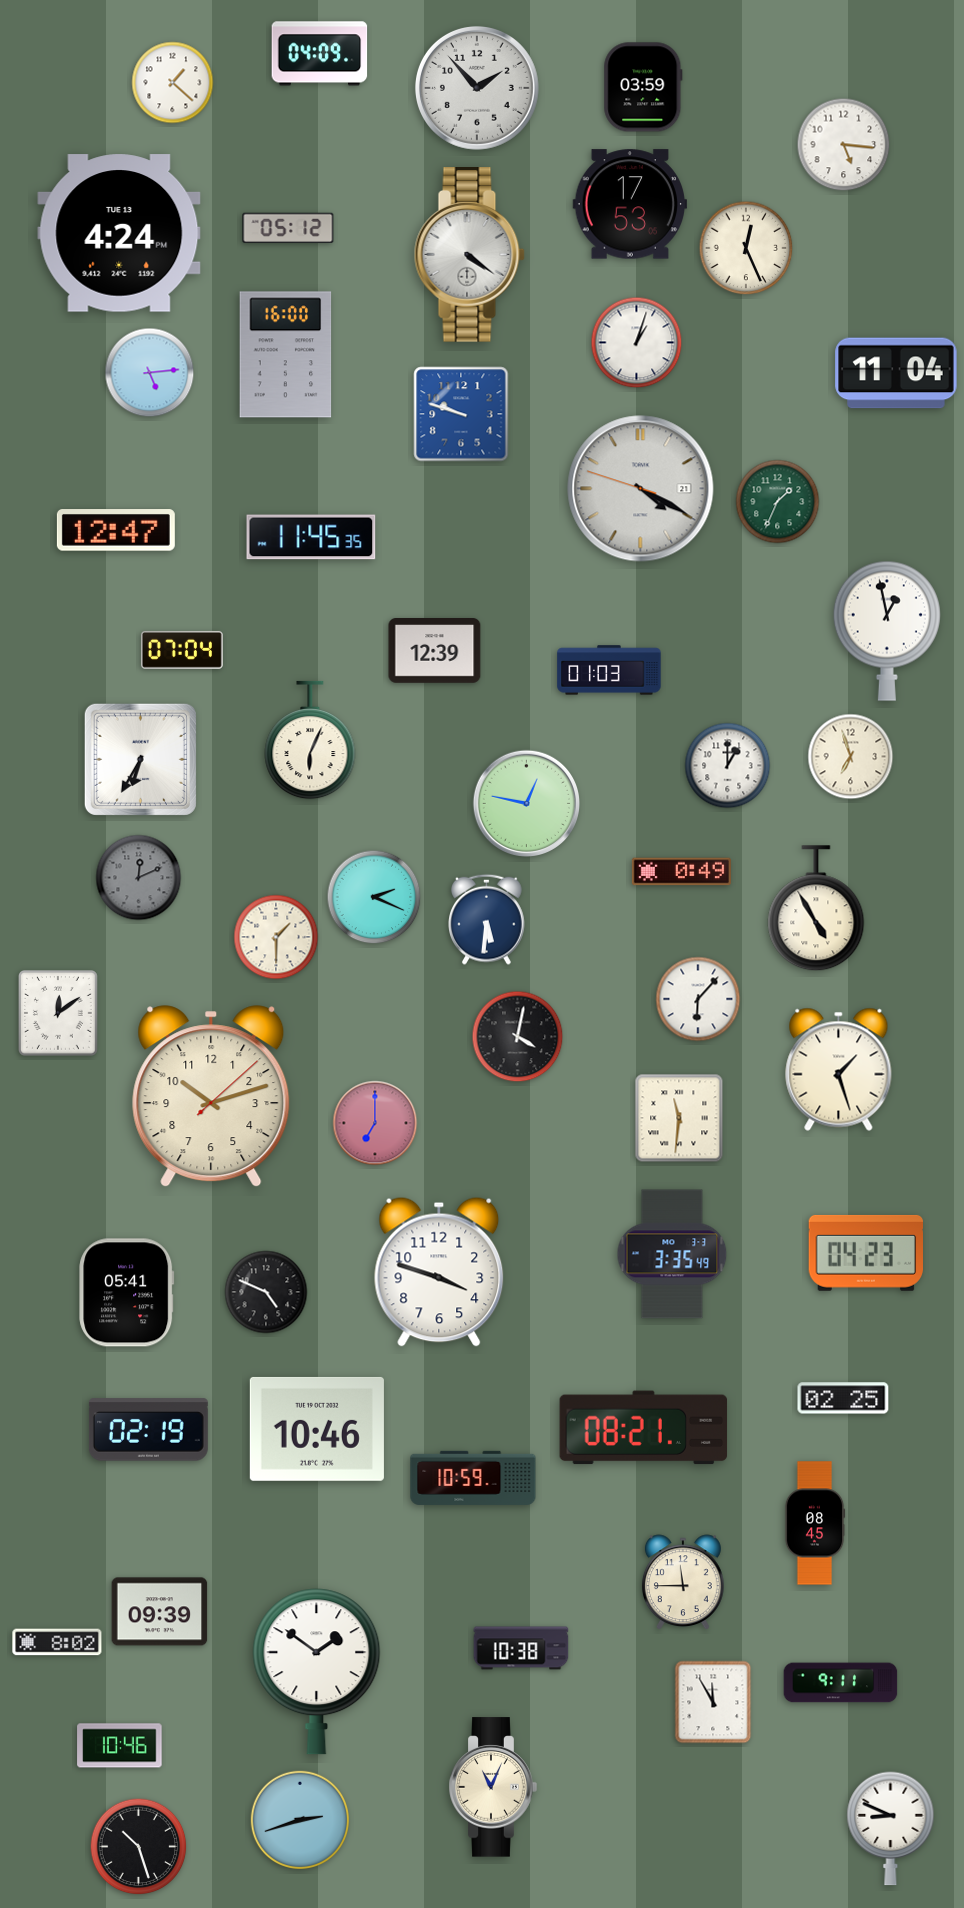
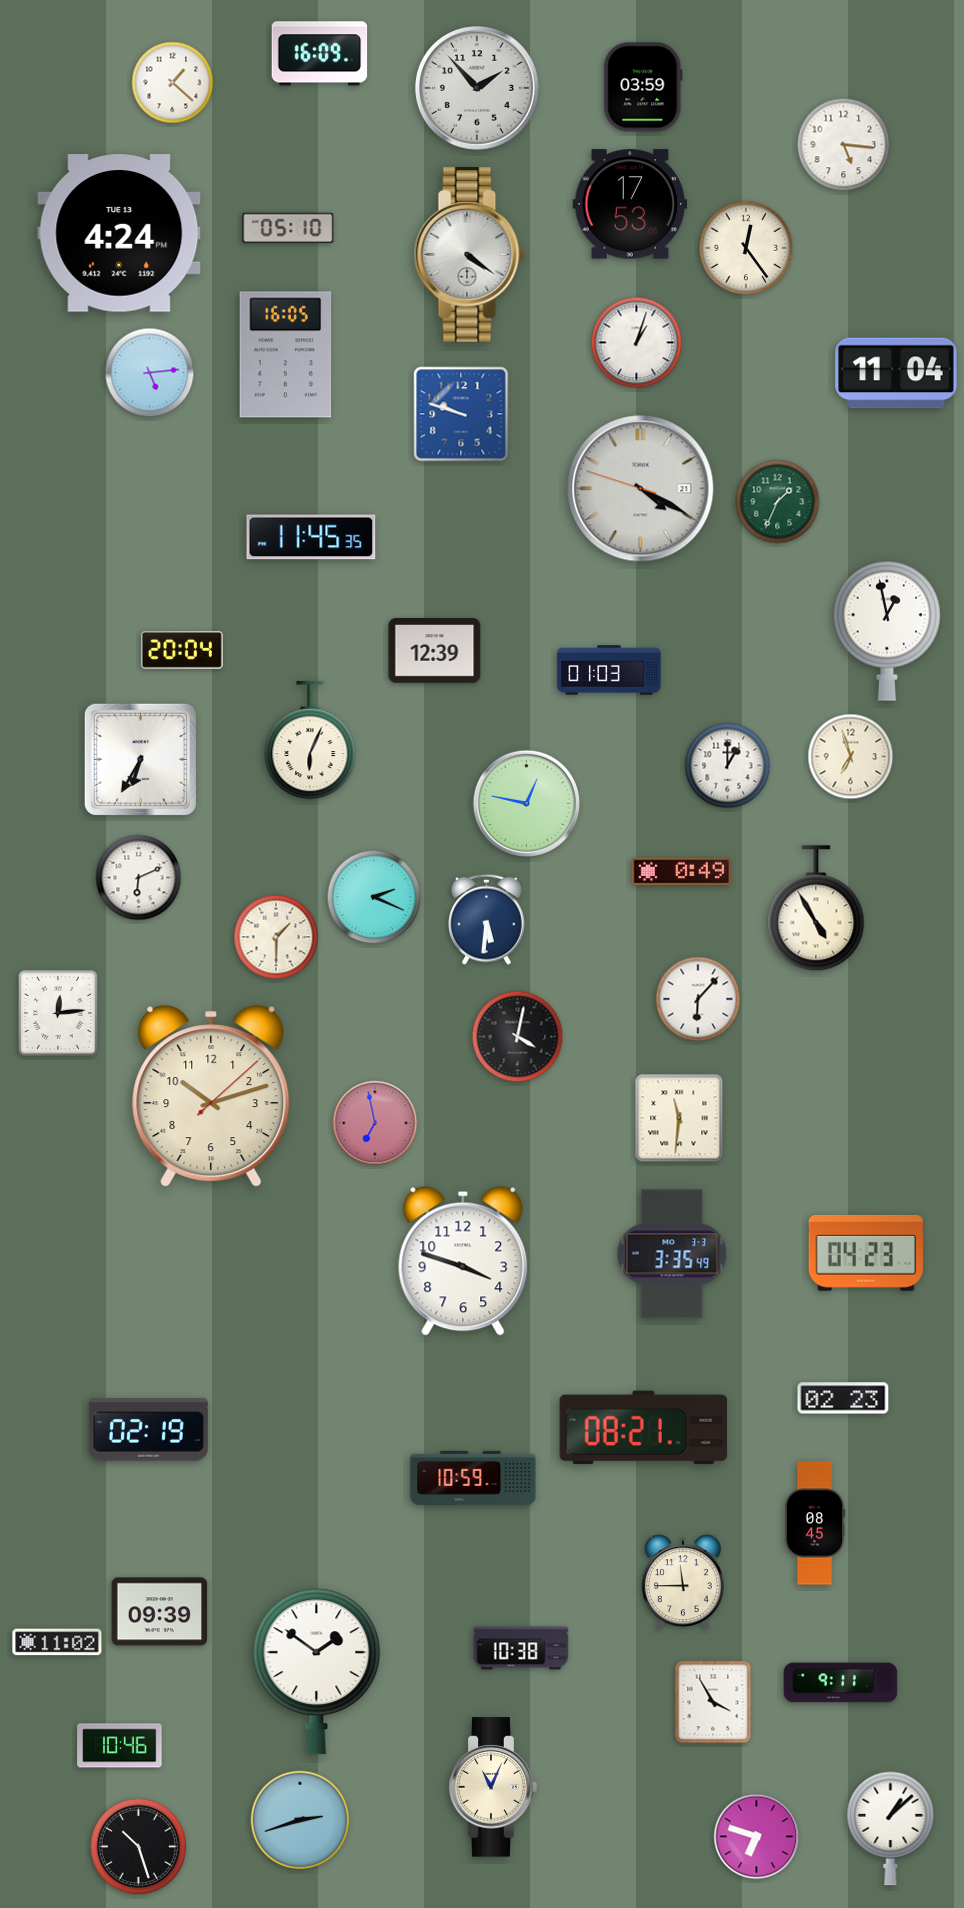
clock at (320, 54): 04:09 -> 16:09
clock at (288, 227): 05:12 -> 05:10
clock at (746, 248): 12:26 -> 12:24
clock at (286, 355): 16:00 -> 16:05
clock at (116, 530): 12:47 -> none
clock at (182, 650): 07:04 -> 20:04
clock at (139, 878): 12:11 -> 6:11
clock at (139, 878) dial: grey -> white
clock at (59, 1014): 12:09 -> 12:14
clock at (839, 1069): 1:27 -> none
clock at (375, 1123): 7:00 -> 6:58
clock at (439, 1272) position: (439, 1272) -> (463, 1261)
clock at (266, 1292): 4:49 -> none
clock at (127, 1293): 05:41 -> none
clock at (843, 1398): 02:25 -> 02:23
clock at (317, 1429): 10:46 -> none
clock at (57, 1642): 8:02 -> 11:02
clock at (713, 1702): 11:55 -> 3:55
clock at (891, 1829): 8:49 -> 1:08
clock at (757, 1837): none -> 6:48
